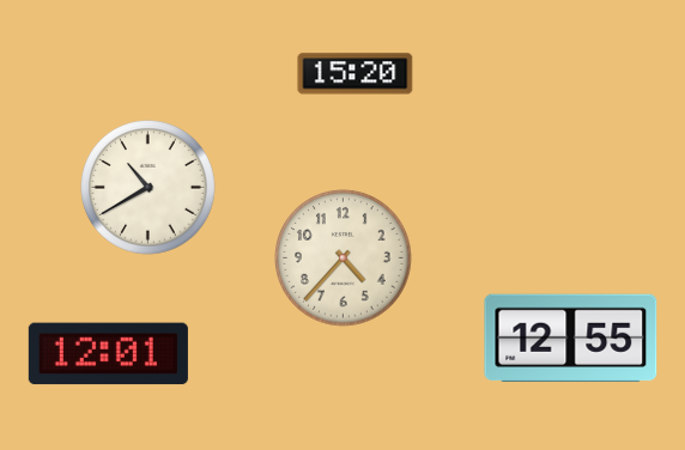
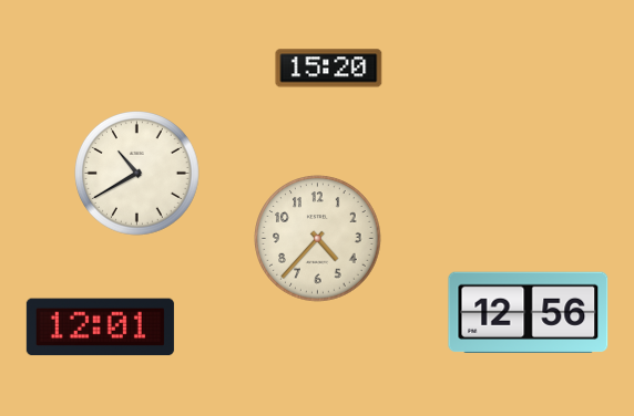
clock at (571, 337): 12:55 -> 12:56
